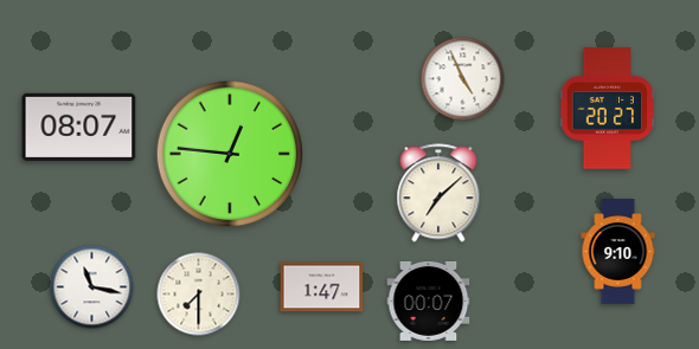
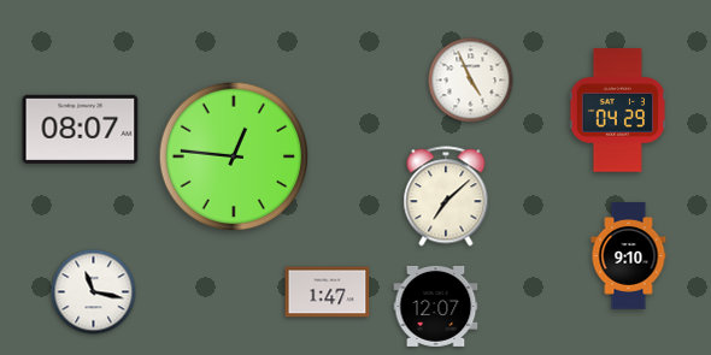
clock at (607, 109): 20:27 -> 04:29
clock at (199, 295): 7:30 -> none
clock at (429, 300): 00:07 -> 12:07
